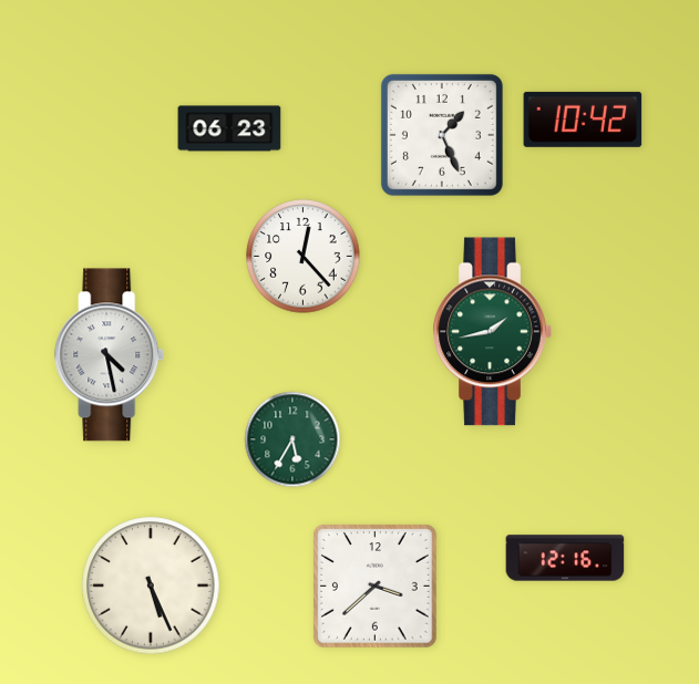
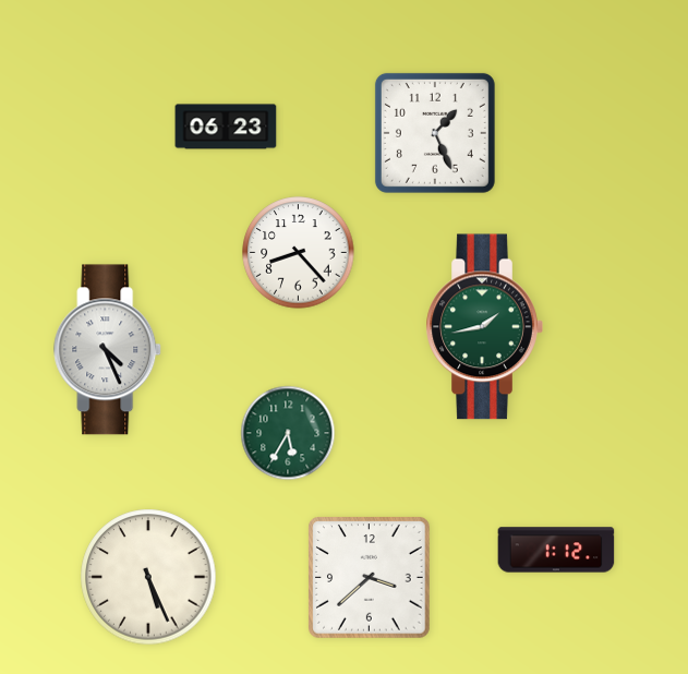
clock at (583, 120): 10:42 -> none
clock at (304, 257): 12:23 -> 8:23
clock at (110, 355): 4:28 -> 4:26
clock at (565, 558): 12:16 -> 1:12
